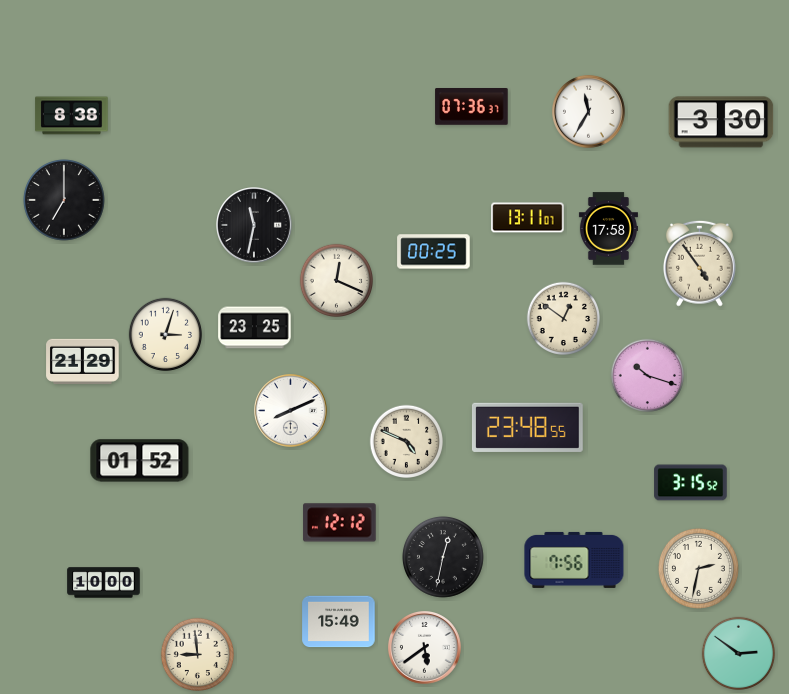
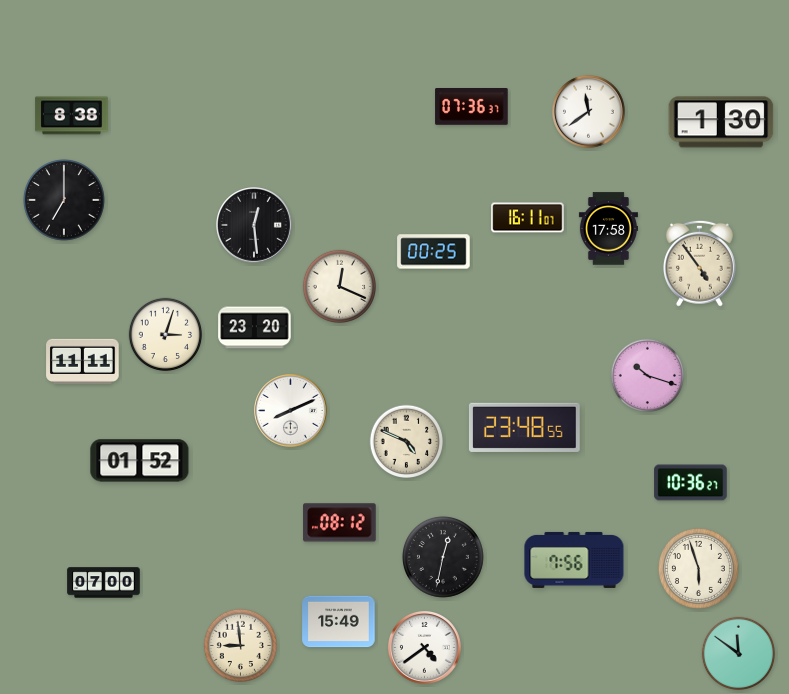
clock at (589, 112): 11:35 -> 11:39
clock at (721, 122): 3:30 -> 1:30
clock at (528, 218): 13:11 -> 16:11
clock at (254, 225): 11:32 -> 12:29
clock at (337, 281) position: (337, 281) -> (340, 287)
clock at (564, 319): 12:51 -> none
clock at (255, 328): 23:25 -> 23:20
clock at (83, 361): 21:29 -> 11:11
clock at (527, 427) position: (527, 427) -> (524, 427)
clock at (691, 483): 3:15 -> 10:36
clock at (340, 523): 12:12 -> 08:12
clock at (698, 568): 2:32 -> 5:57
clock at (104, 583): 10:00 -> 07:00
clock at (425, 648): 5:39 -> 4:39
clock at (739, 654): 2:51 -> 11:51
clock at (198, 655) position: (198, 655) -> (241, 646)
